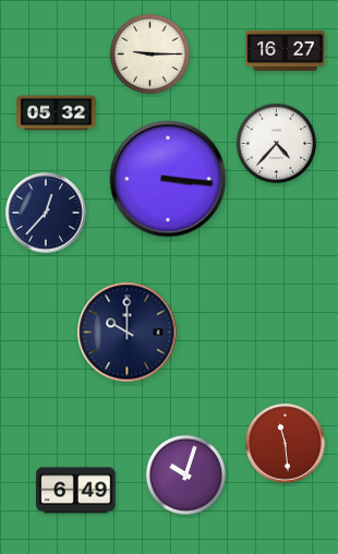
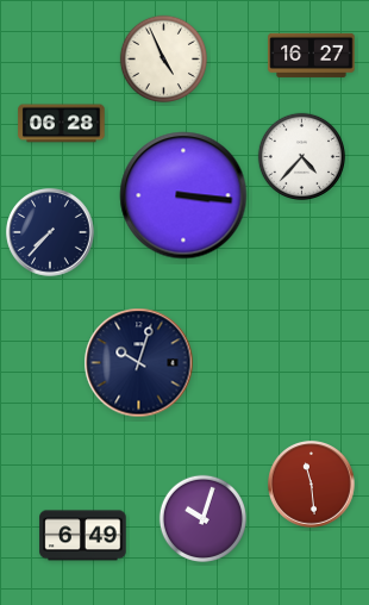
clock at (149, 53): 9:15 -> 4:56
clock at (57, 113): 05:32 -> 06:28
clock at (46, 213): 12:37 -> 7:37
clock at (128, 333): 10:00 -> 10:03
